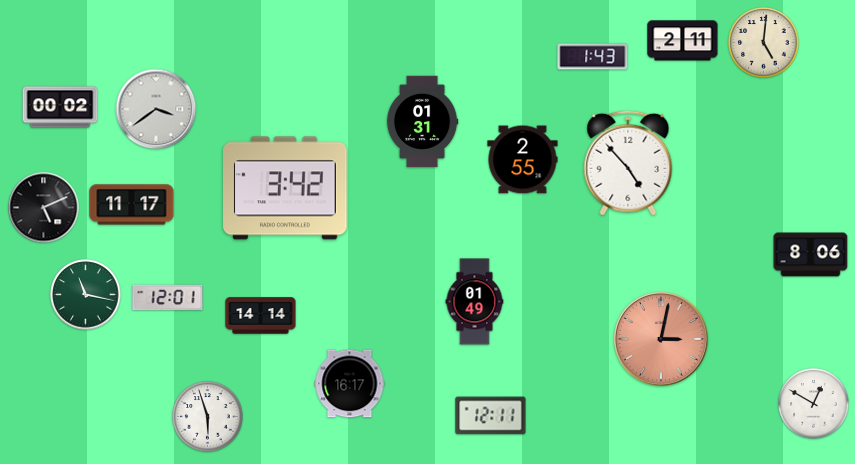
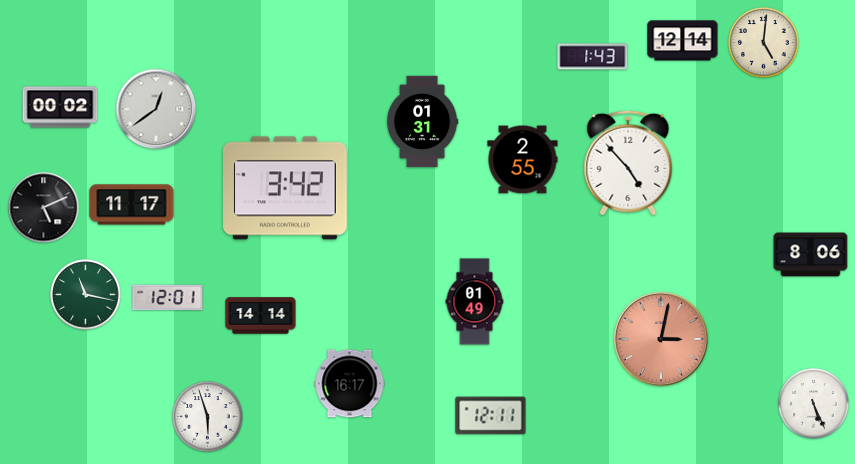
clock at (683, 41): 2:11 -> 12:14
clock at (156, 109): 3:39 -> 12:39
clock at (814, 404): 12:50 -> 5:26
